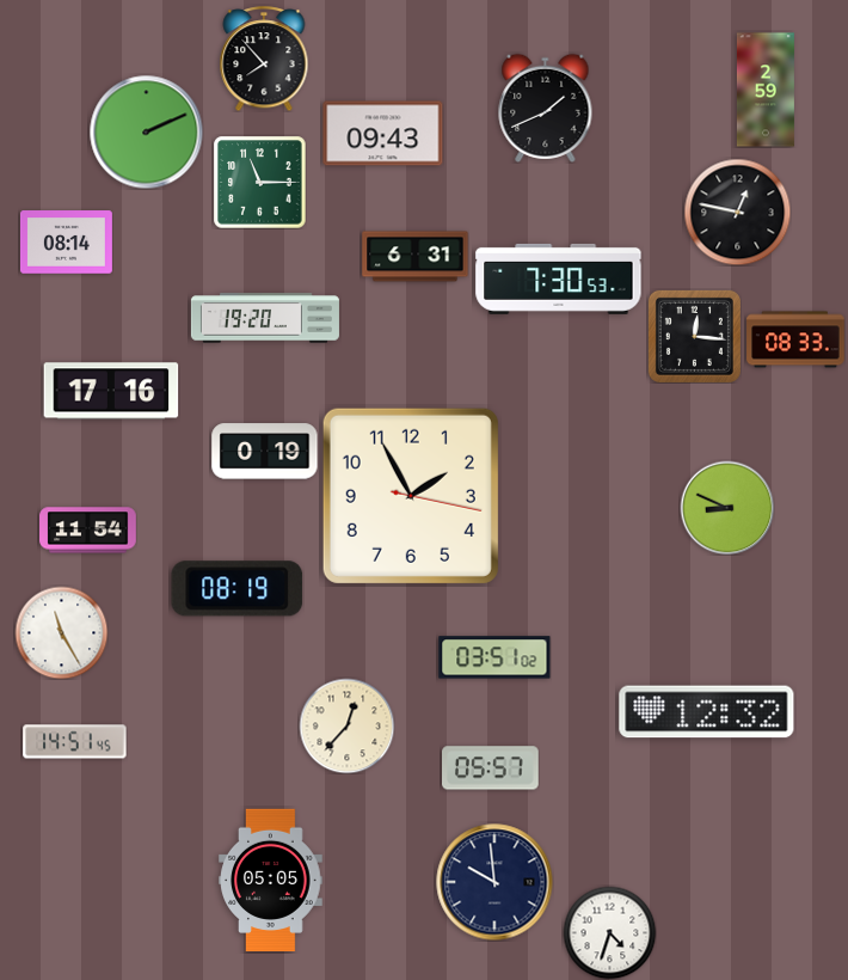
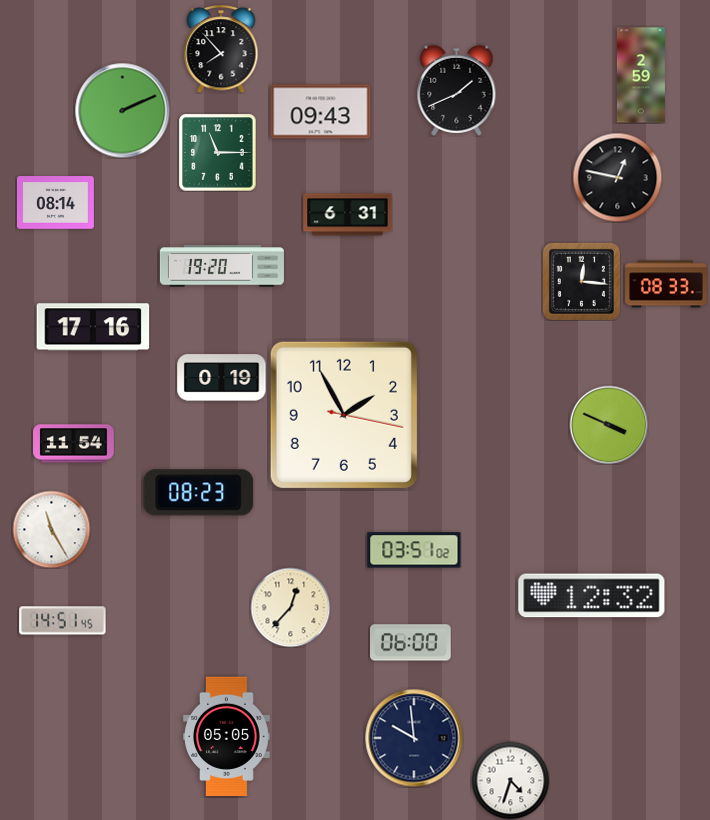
clock at (559, 278): 7:30 -> none
clock at (727, 508): 8:49 -> 3:49
clock at (238, 589): 08:19 -> 08:23
clock at (491, 768): 05:57 -> 06:00
